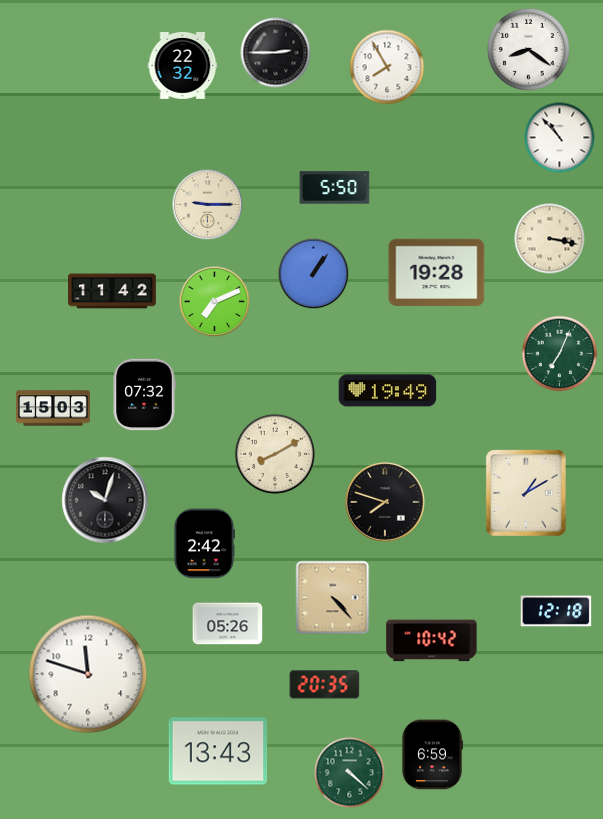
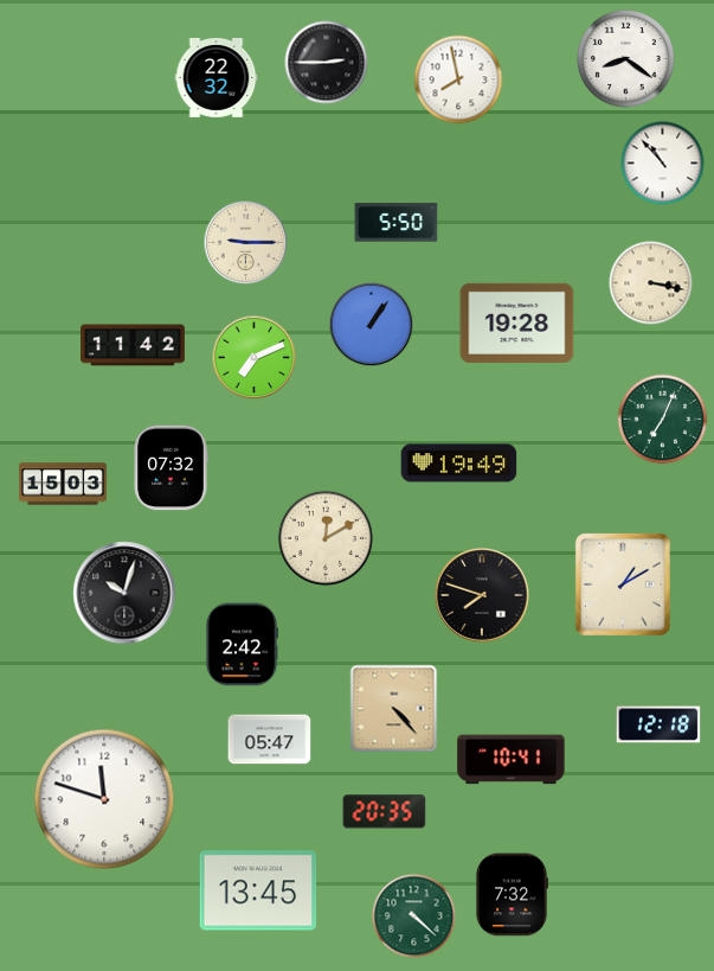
clock at (387, 67): 7:55 -> 7:58
clock at (275, 454): 8:10 -> 12:10
clock at (385, 502) position: (385, 502) -> (482, 595)
clock at (228, 624): 05:26 -> 05:47
clock at (432, 641): 10:42 -> 10:41
clock at (218, 751): 13:43 -> 13:45
clock at (431, 755): 6:59 -> 7:32
